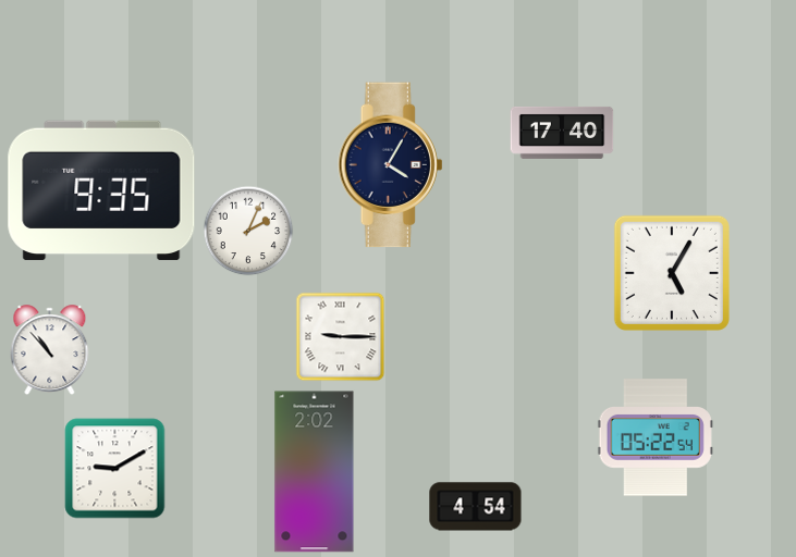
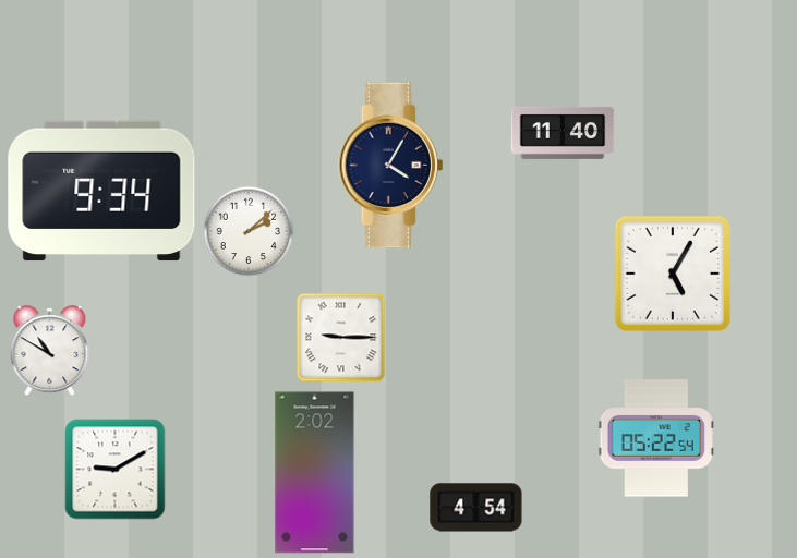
clock at (562, 133): 17:40 -> 11:40
clock at (101, 190): 9:35 -> 9:34
clock at (248, 231): 2:04 -> 2:08
clock at (50, 350): 10:53 -> 10:50
